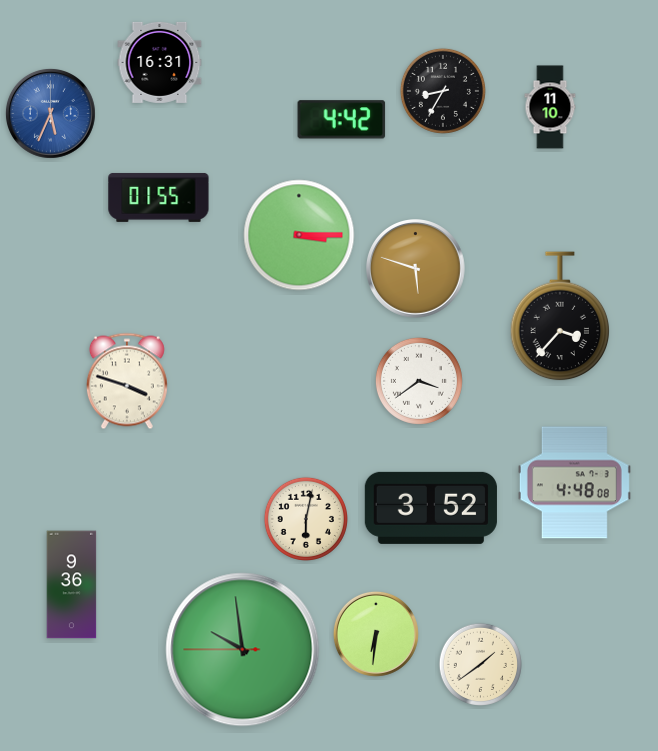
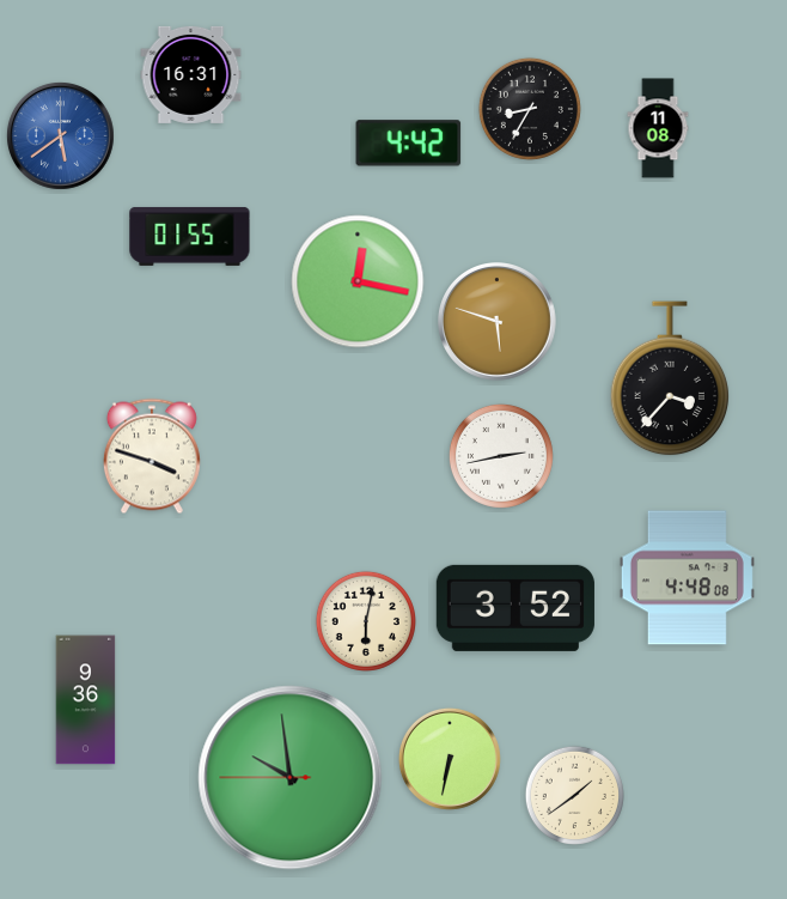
clock at (550, 107): 11:10 -> 11:08
clock at (50, 113): 5:34 -> 5:39
clock at (299, 235): 3:15 -> 12:17
clock at (419, 381): 3:39 -> 2:43
clock at (376, 634): 6:31 -> 6:32
